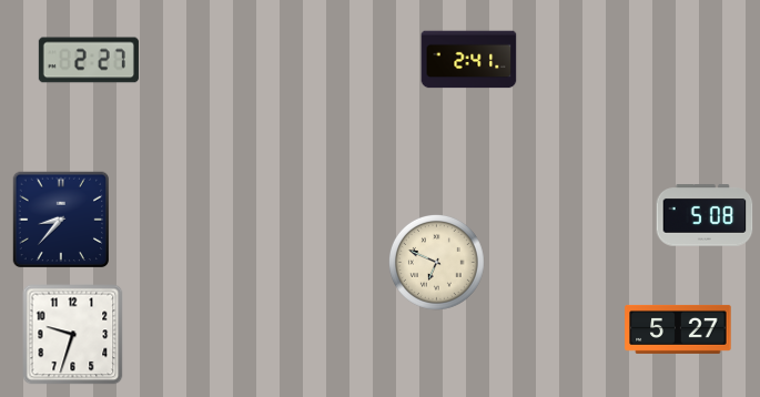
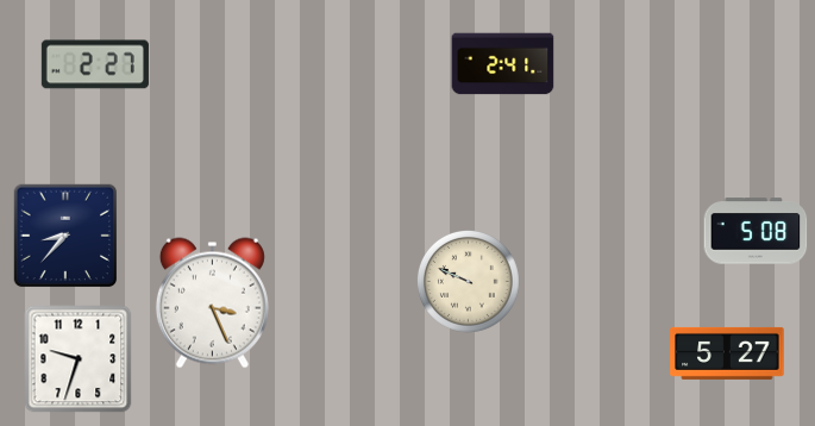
clock at (436, 262): 6:49 -> 9:49
clock at (212, 303): none -> 3:26
